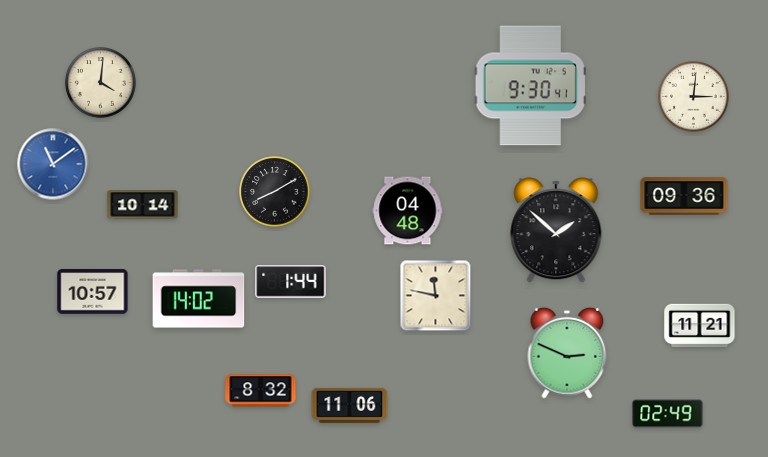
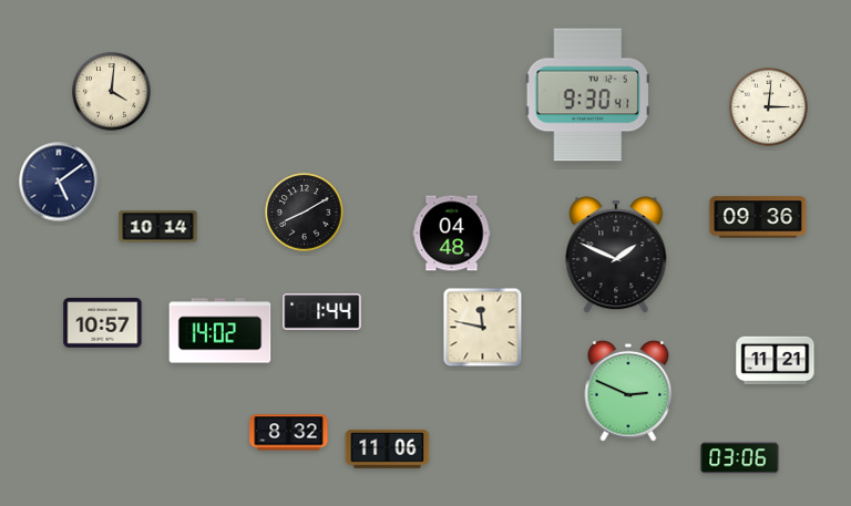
clock at (53, 164): 11:09 -> 5:09
clock at (53, 164) dial: blue -> navy
clock at (556, 230): 1:52 -> 1:49
clock at (668, 414): 02:49 -> 03:06
